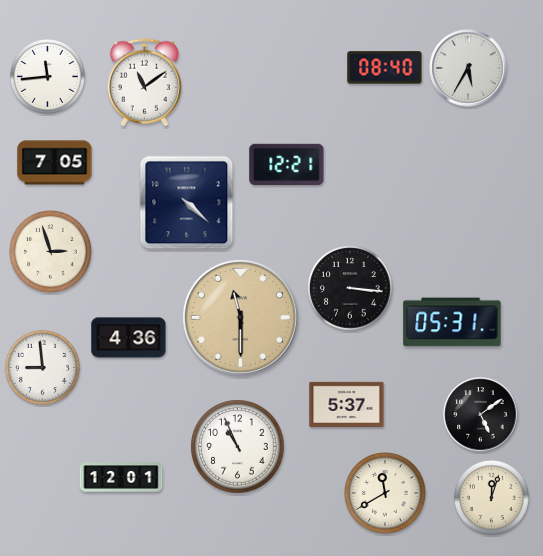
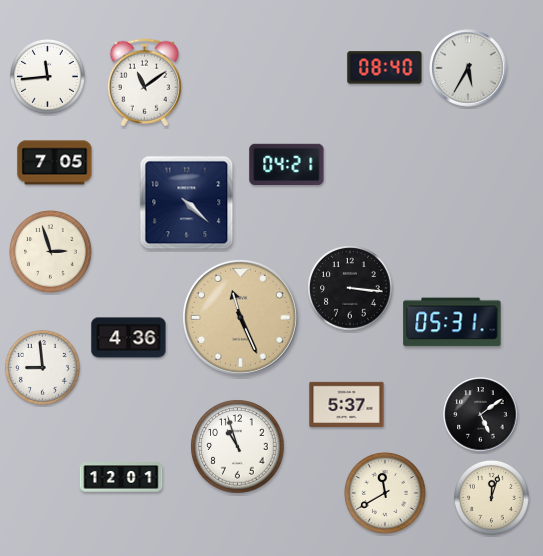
clock at (287, 165): 12:21 -> 04:21
clock at (240, 317): 11:30 -> 11:26
clock at (238, 447): 10:56 -> 10:57
